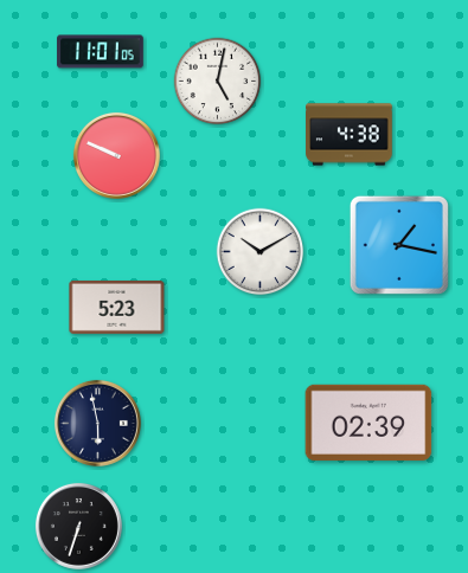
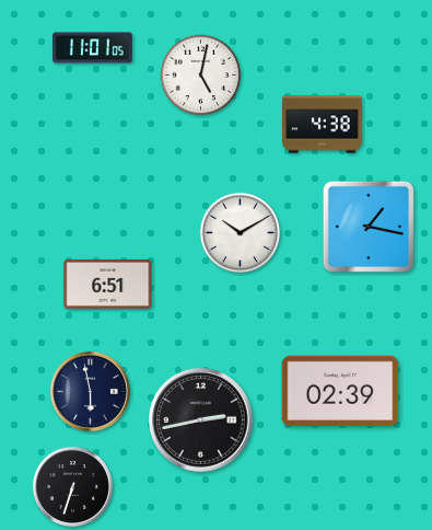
clock at (116, 155): 9:49 -> none
clock at (117, 307): 5:23 -> 6:51
clock at (201, 420): none -> 2:43
